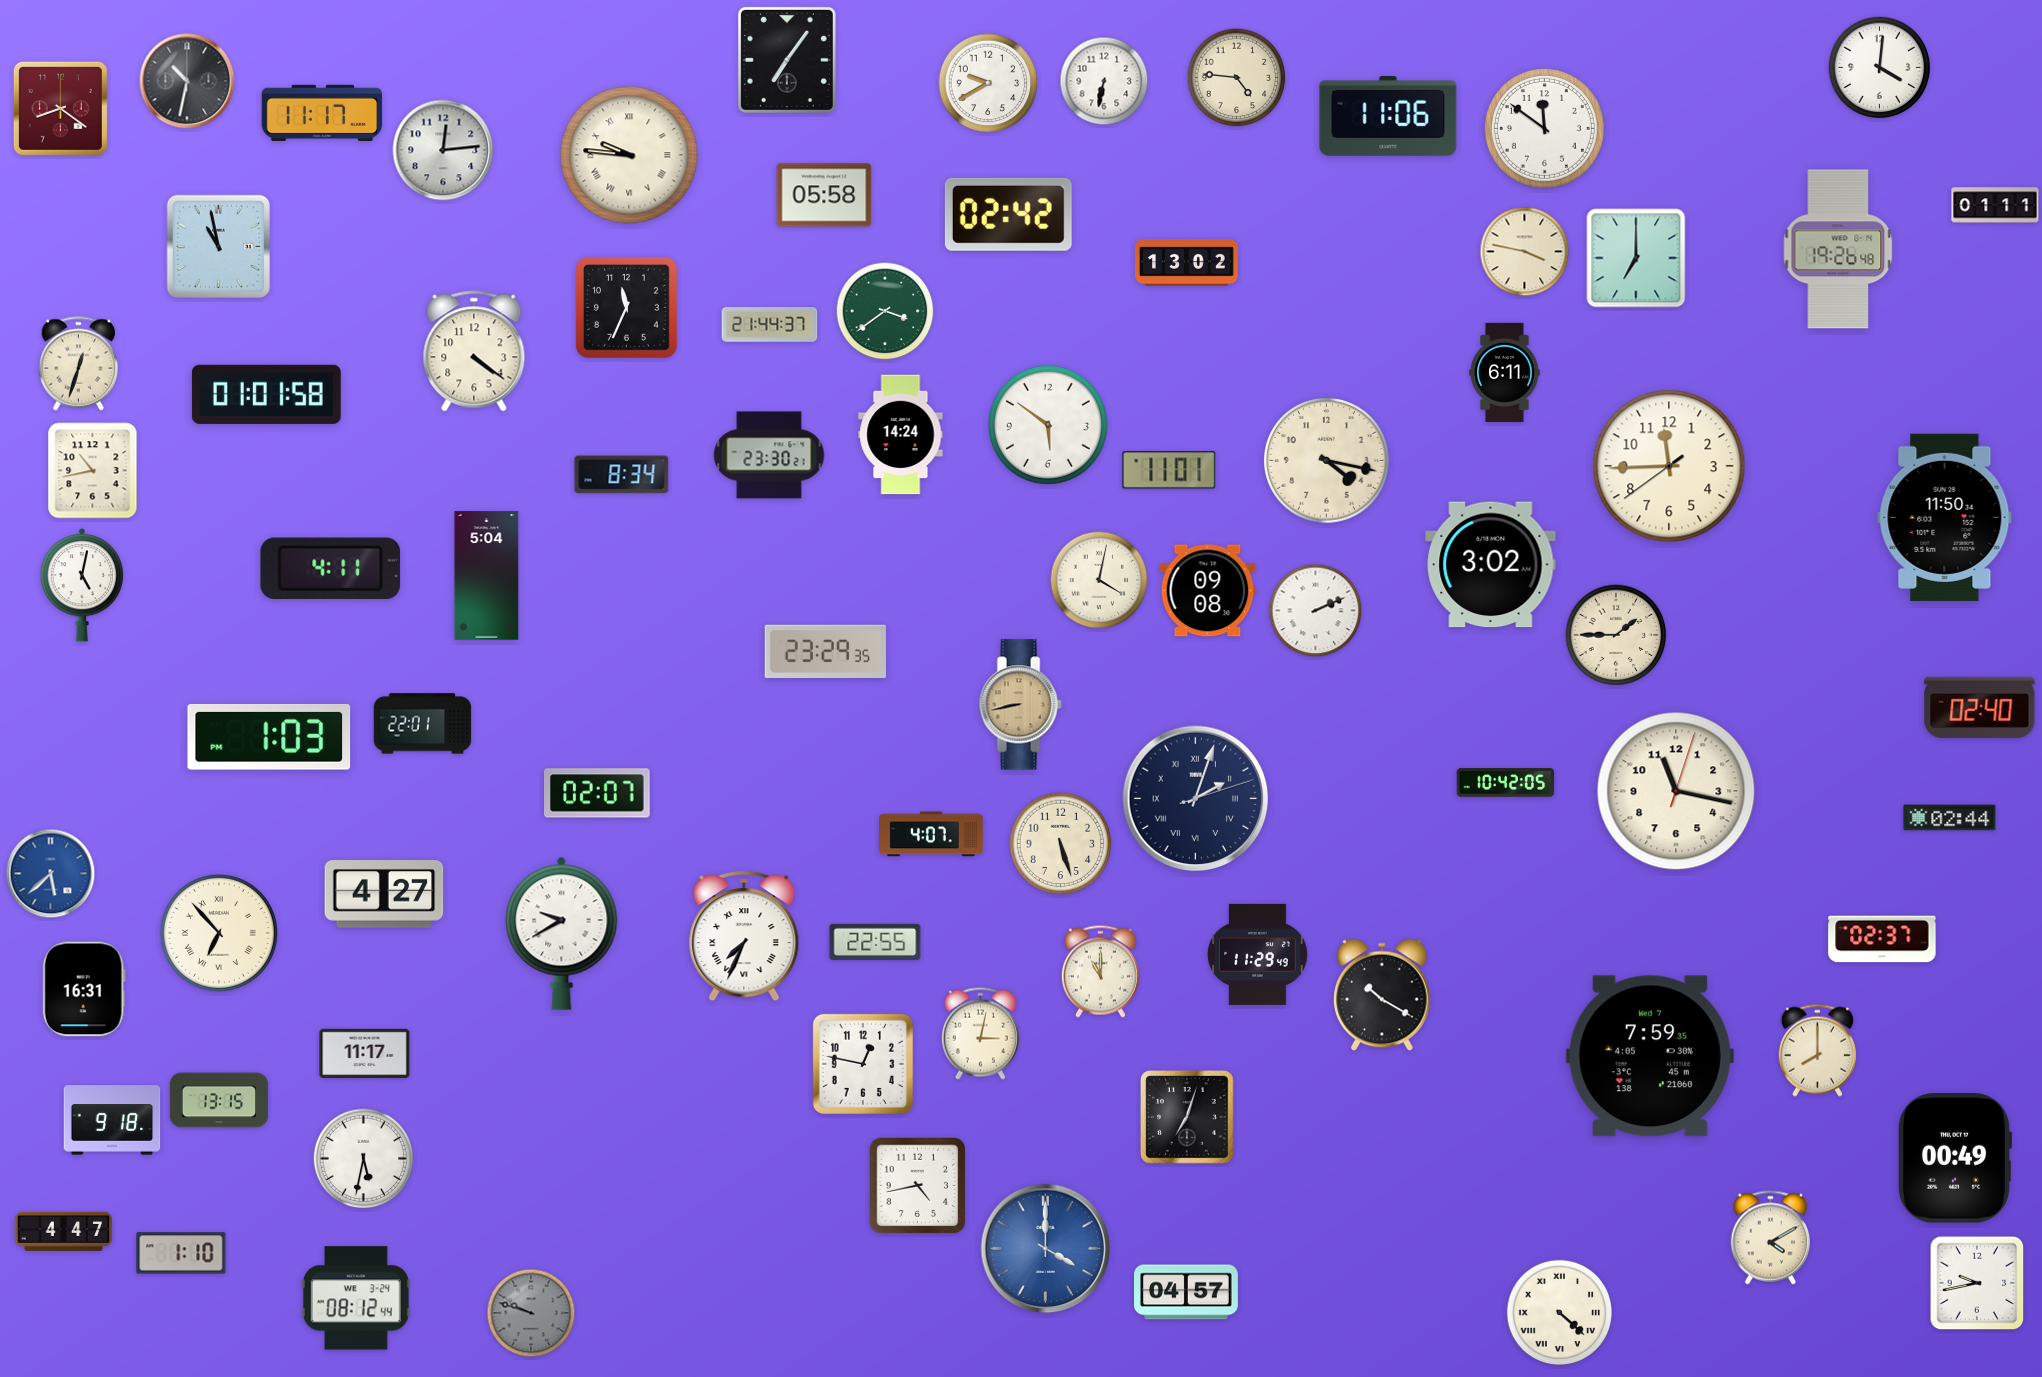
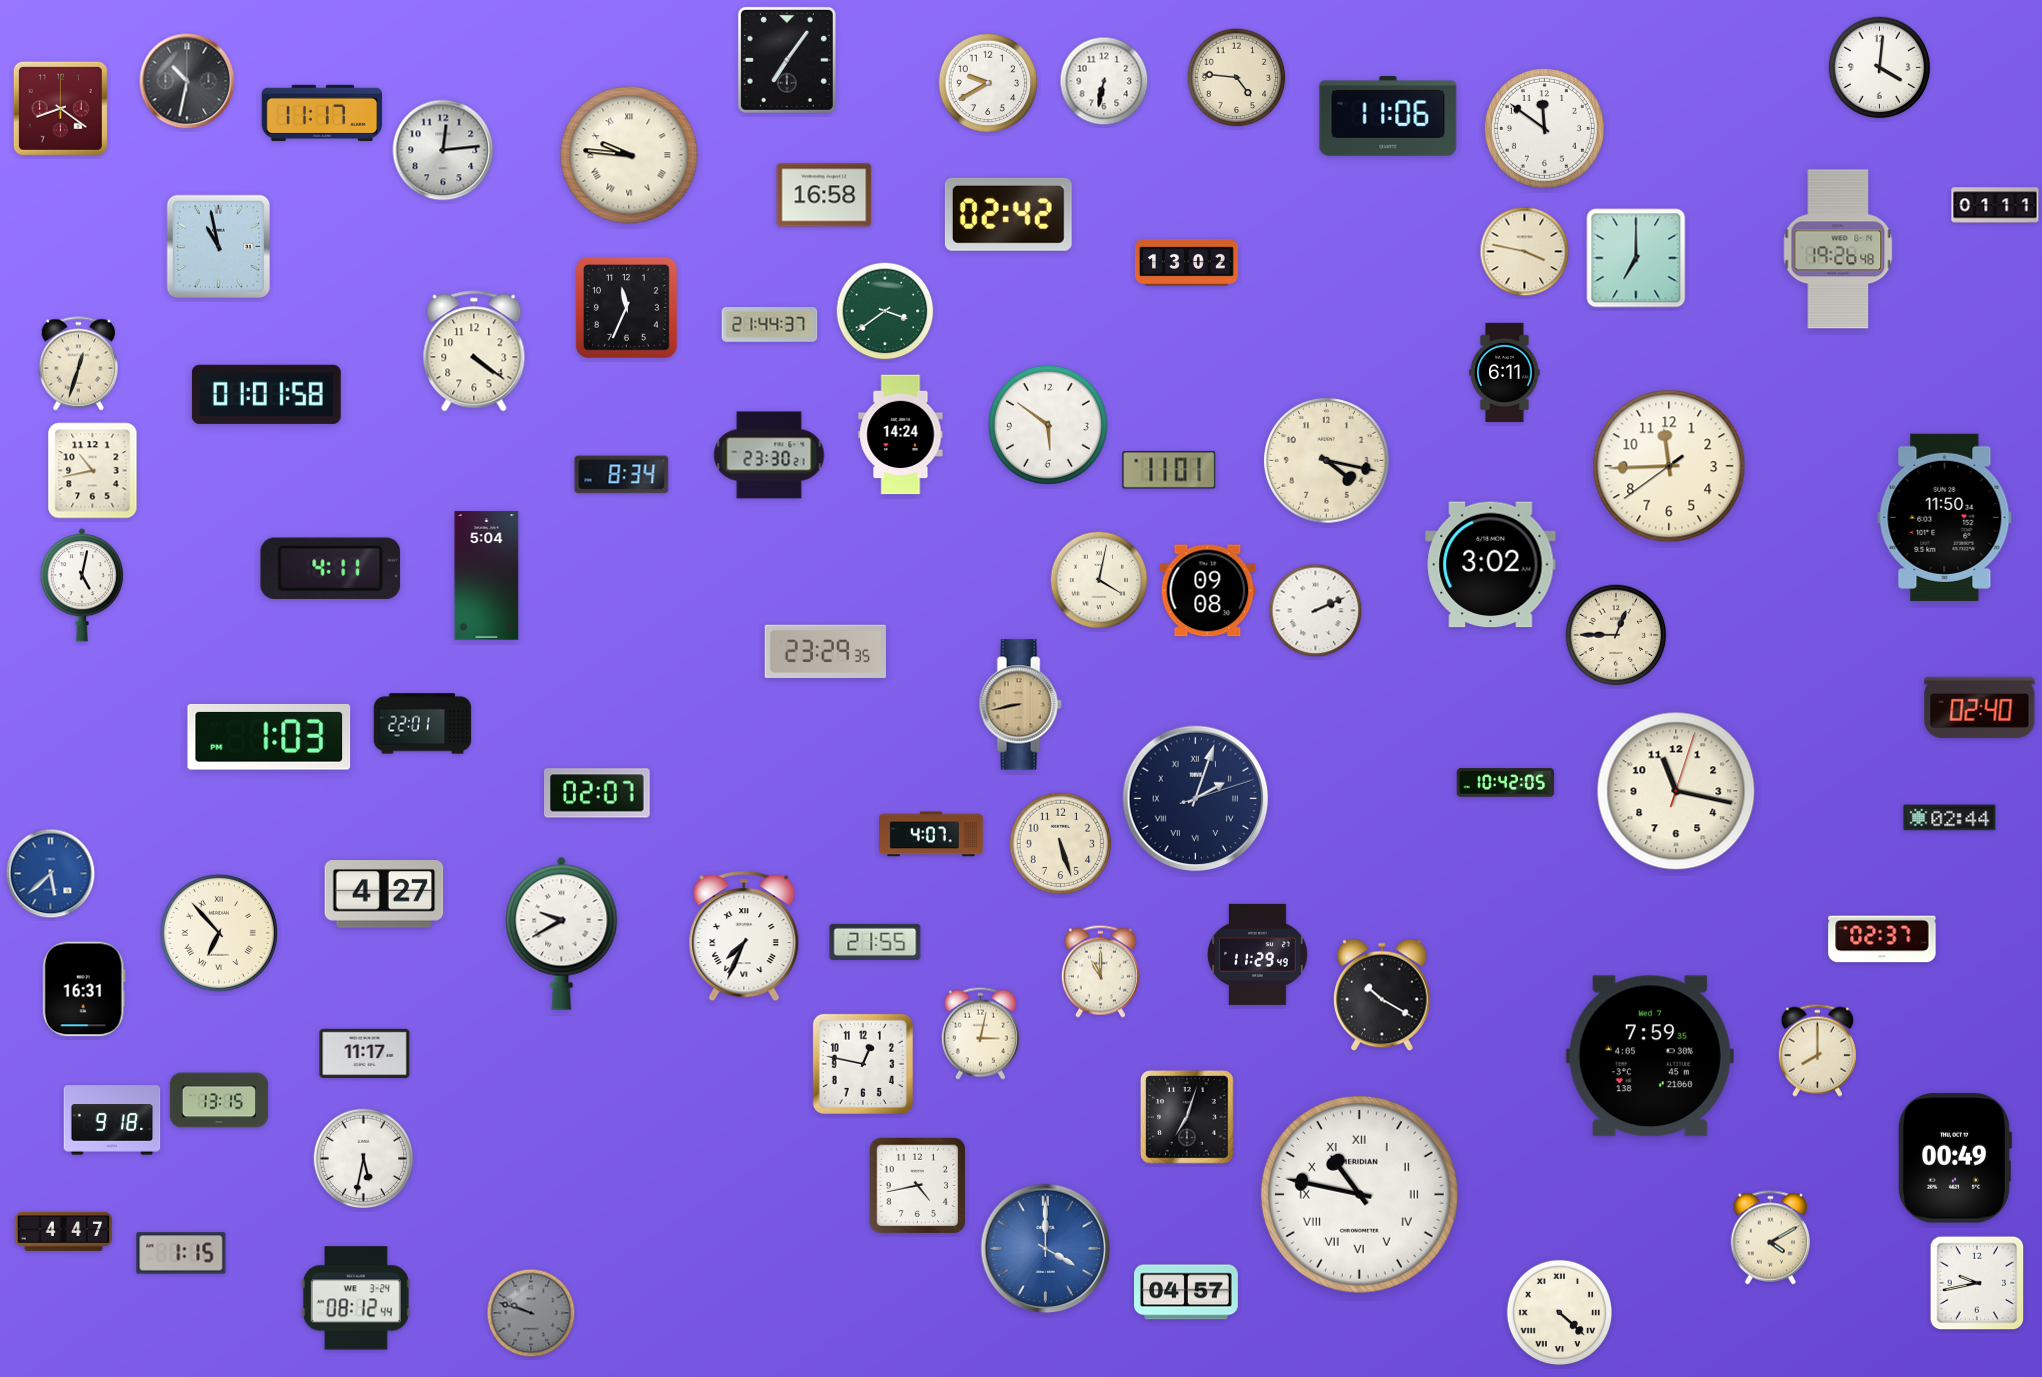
clock at (824, 195): 05:58 -> 16:58
clock at (1616, 635): 1:45 -> 12:45
clock at (875, 942): 22:55 -> 21:55
clock at (1359, 1194): none -> 10:47
clock at (181, 1253): 1:10 -> 1:15
